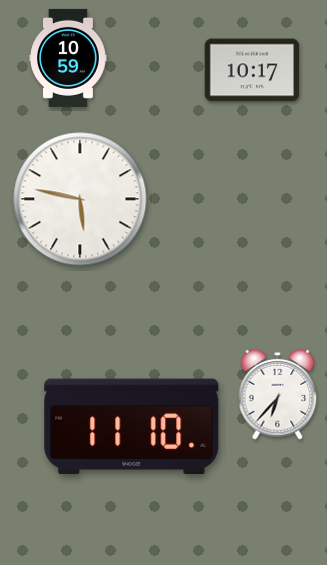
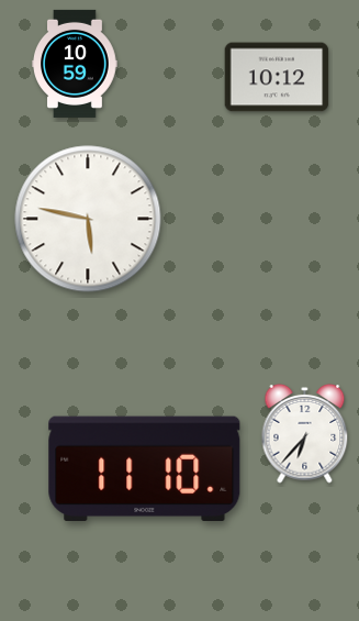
clock at (252, 70): 10:17 -> 10:12
